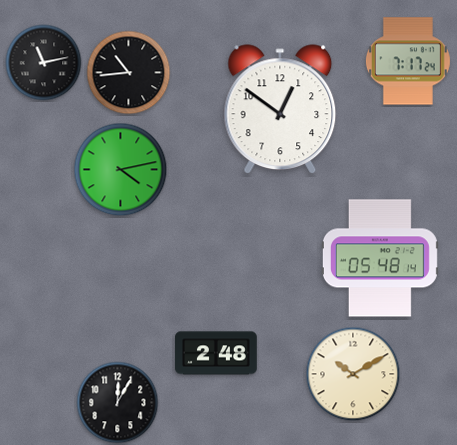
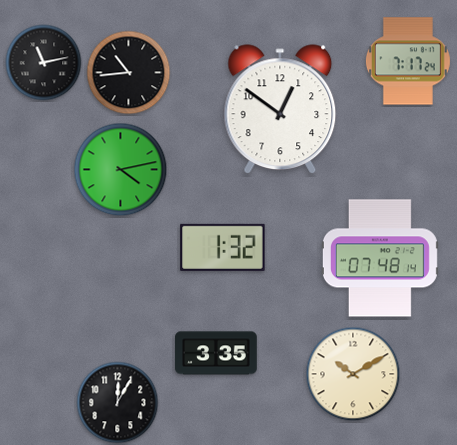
clock at (223, 247): none -> 1:32
clock at (380, 258): 05:48 -> 07:48
clock at (216, 353): 2:48 -> 3:35
